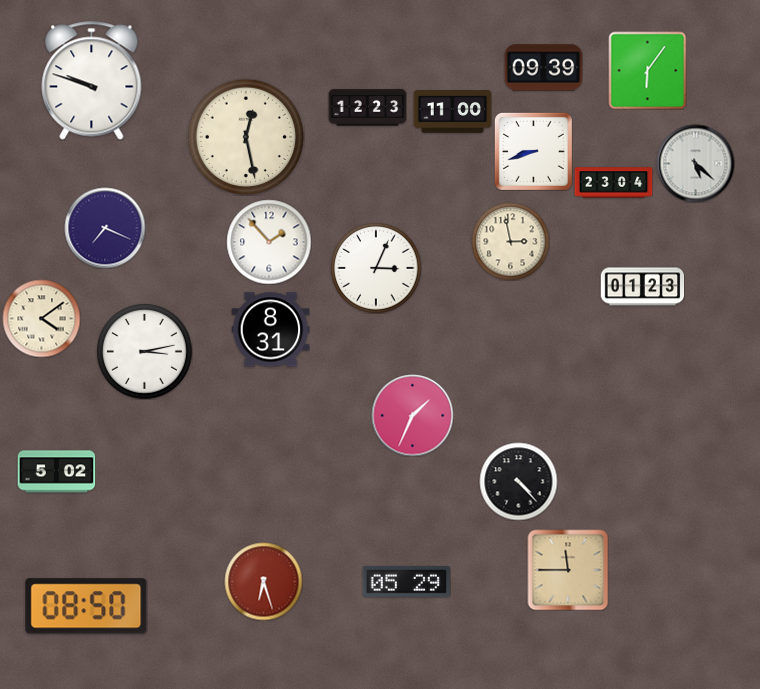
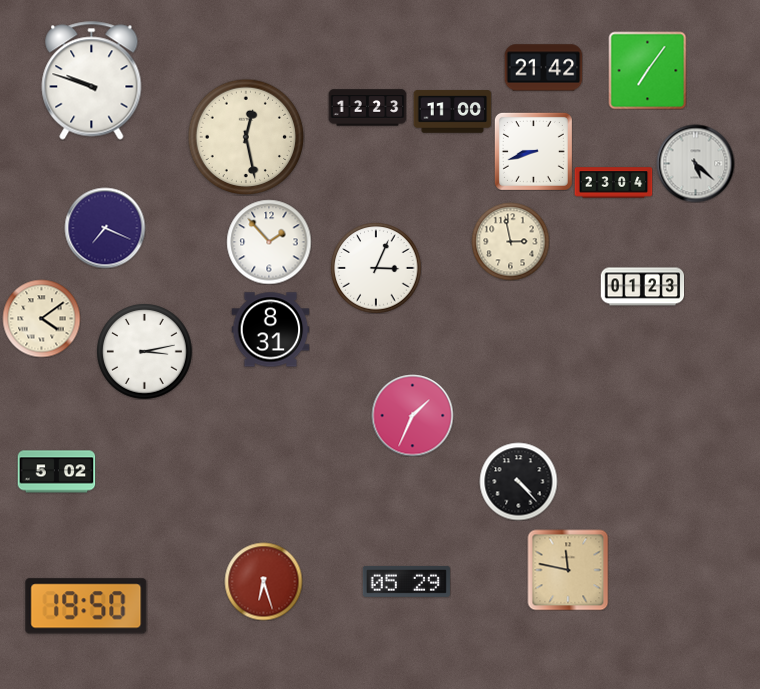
clock at (543, 68): 09:39 -> 21:42
clock at (647, 70): 6:06 -> 7:06
clock at (568, 570): 11:45 -> 11:47
clock at (86, 606): 08:50 -> 19:50
